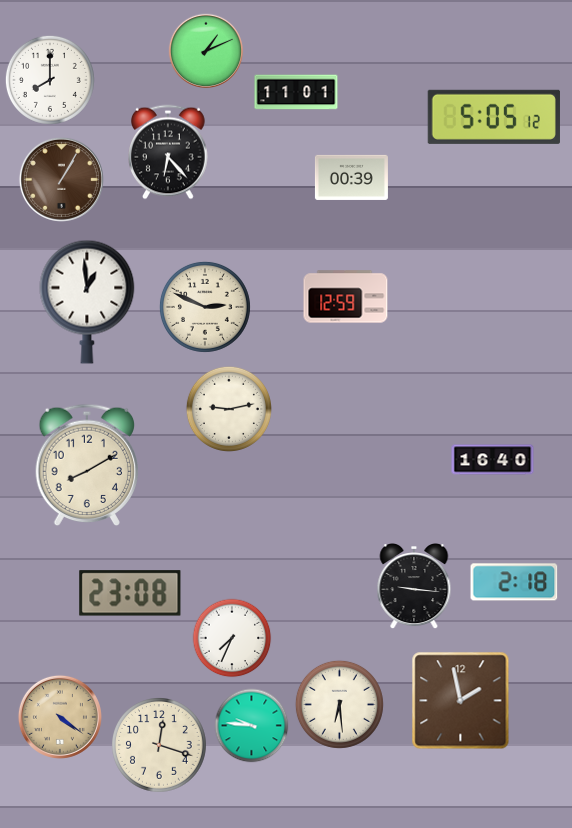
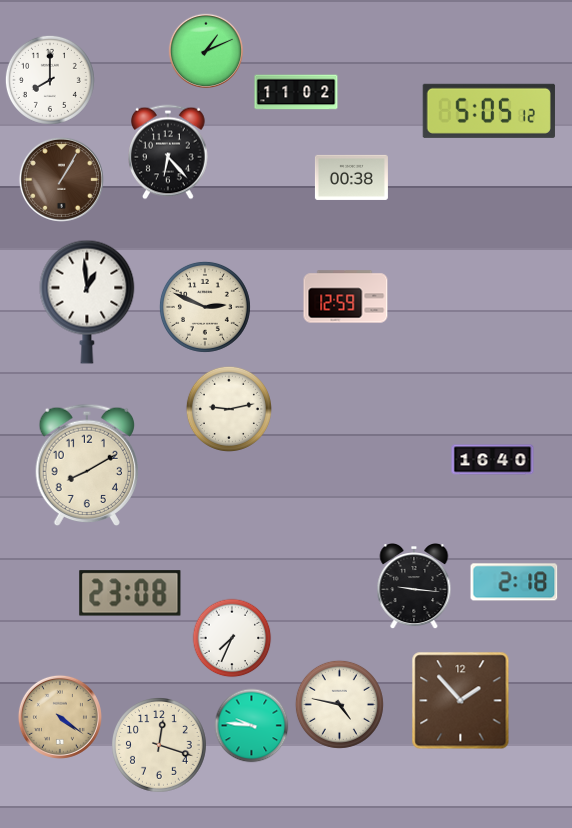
clock at (296, 92): 11:01 -> 11:02
clock at (494, 117) position: (494, 117) -> (489, 111)
clock at (351, 177): 00:39 -> 00:38
clock at (461, 701): 1:58 -> 1:53
clock at (339, 704): 6:29 -> 4:47
